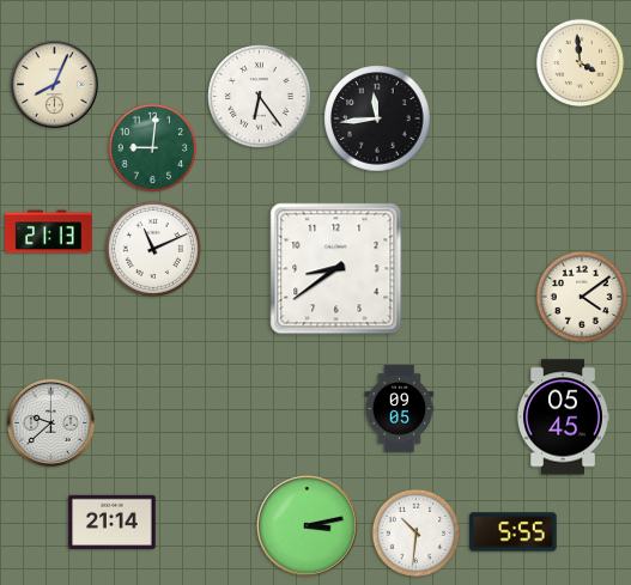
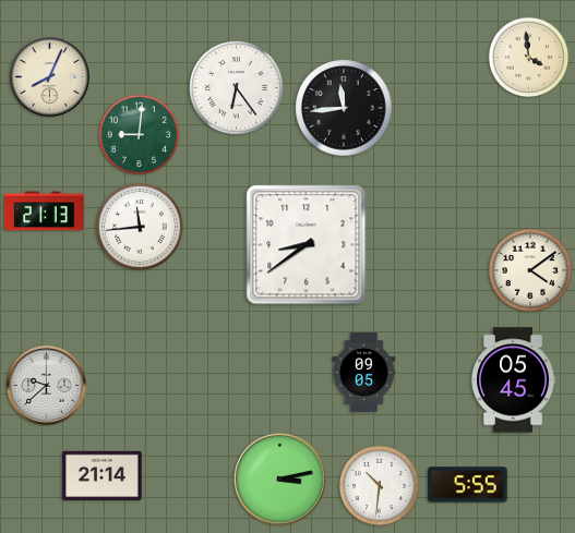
clock at (153, 249): 11:11 -> 11:44
